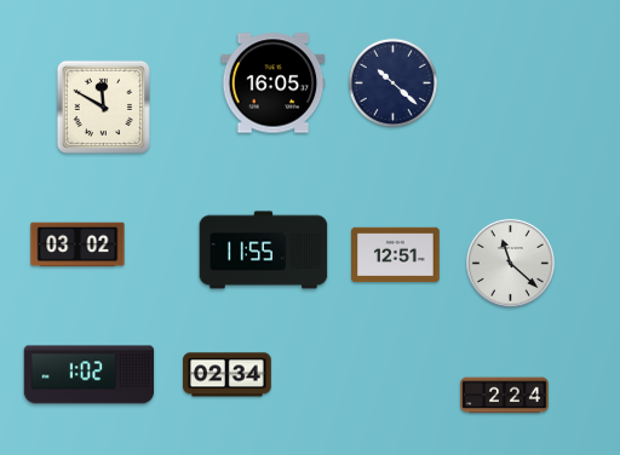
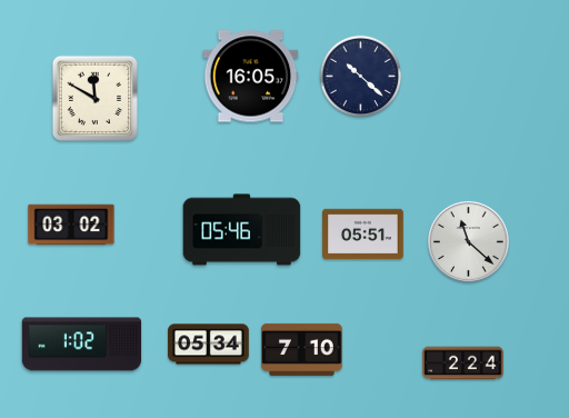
clock at (264, 250): 11:55 -> 05:46
clock at (396, 255): 12:51 -> 05:51
clock at (228, 375): 02:34 -> 05:34
clock at (302, 349): none -> 7:10
